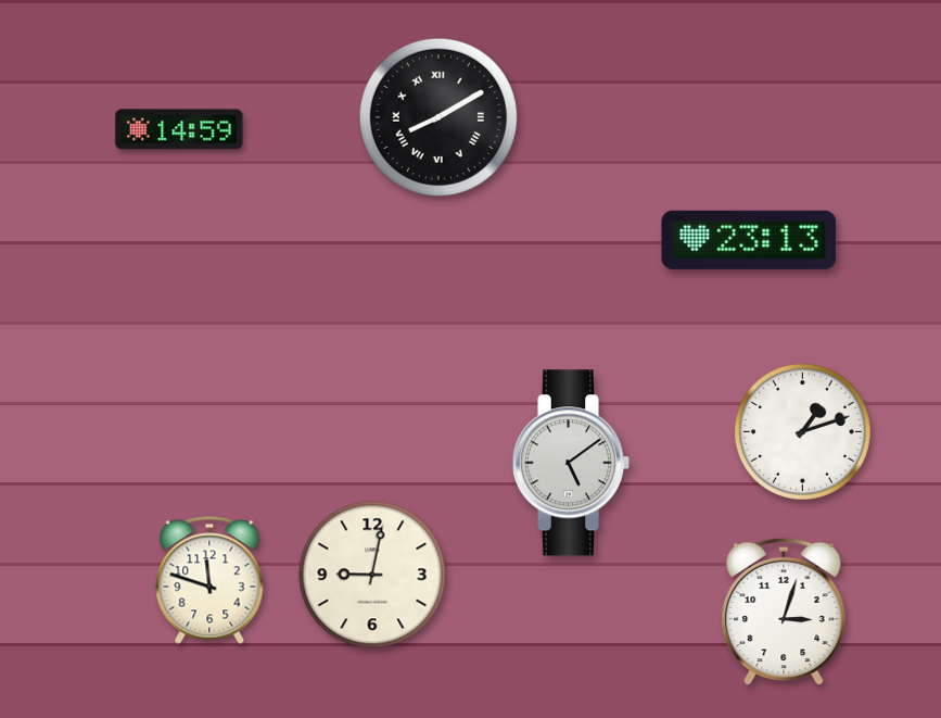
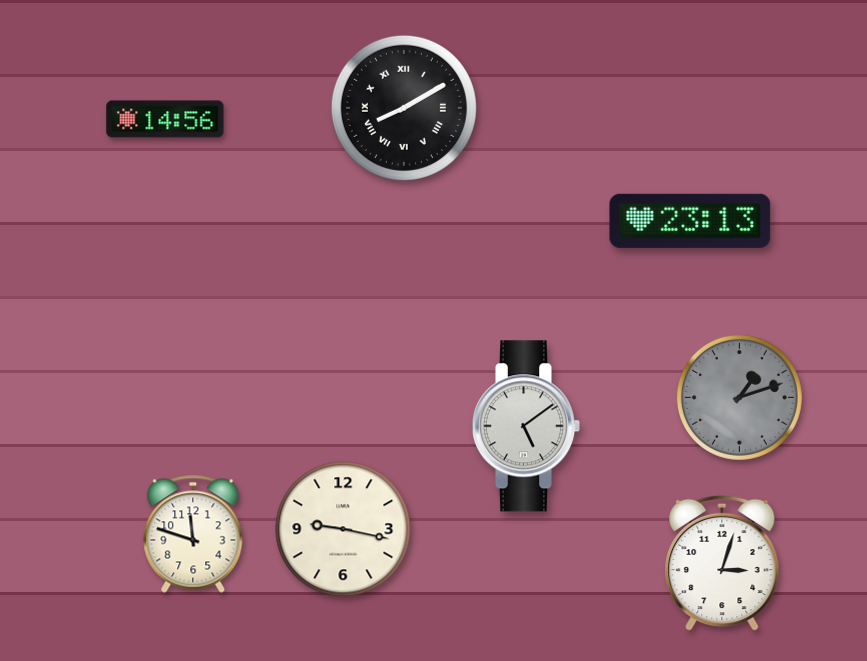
clock at (179, 129): 14:59 -> 14:56
clock at (802, 431) dial: white -> grey
clock at (372, 575): 9:02 -> 9:17
